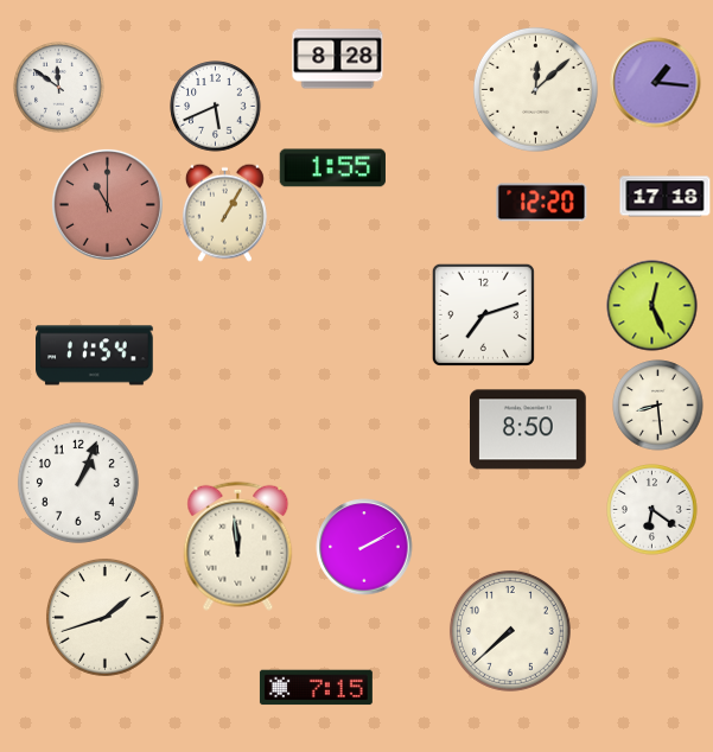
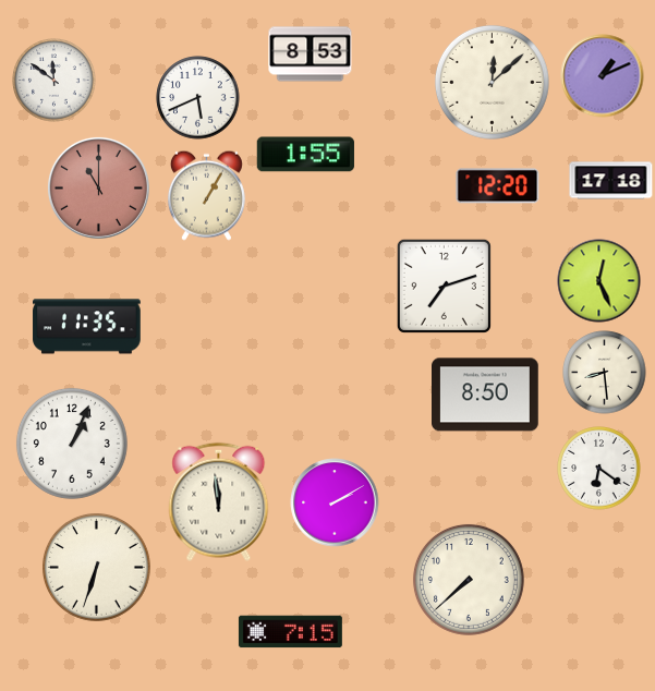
clock at (338, 59): 8:28 -> 8:53
clock at (656, 83): 1:16 -> 1:11
clock at (483, 314) position: (483, 314) -> (444, 286)
clock at (95, 356): 11:54 -> 11:35
clock at (104, 617): 1:42 -> 6:33
